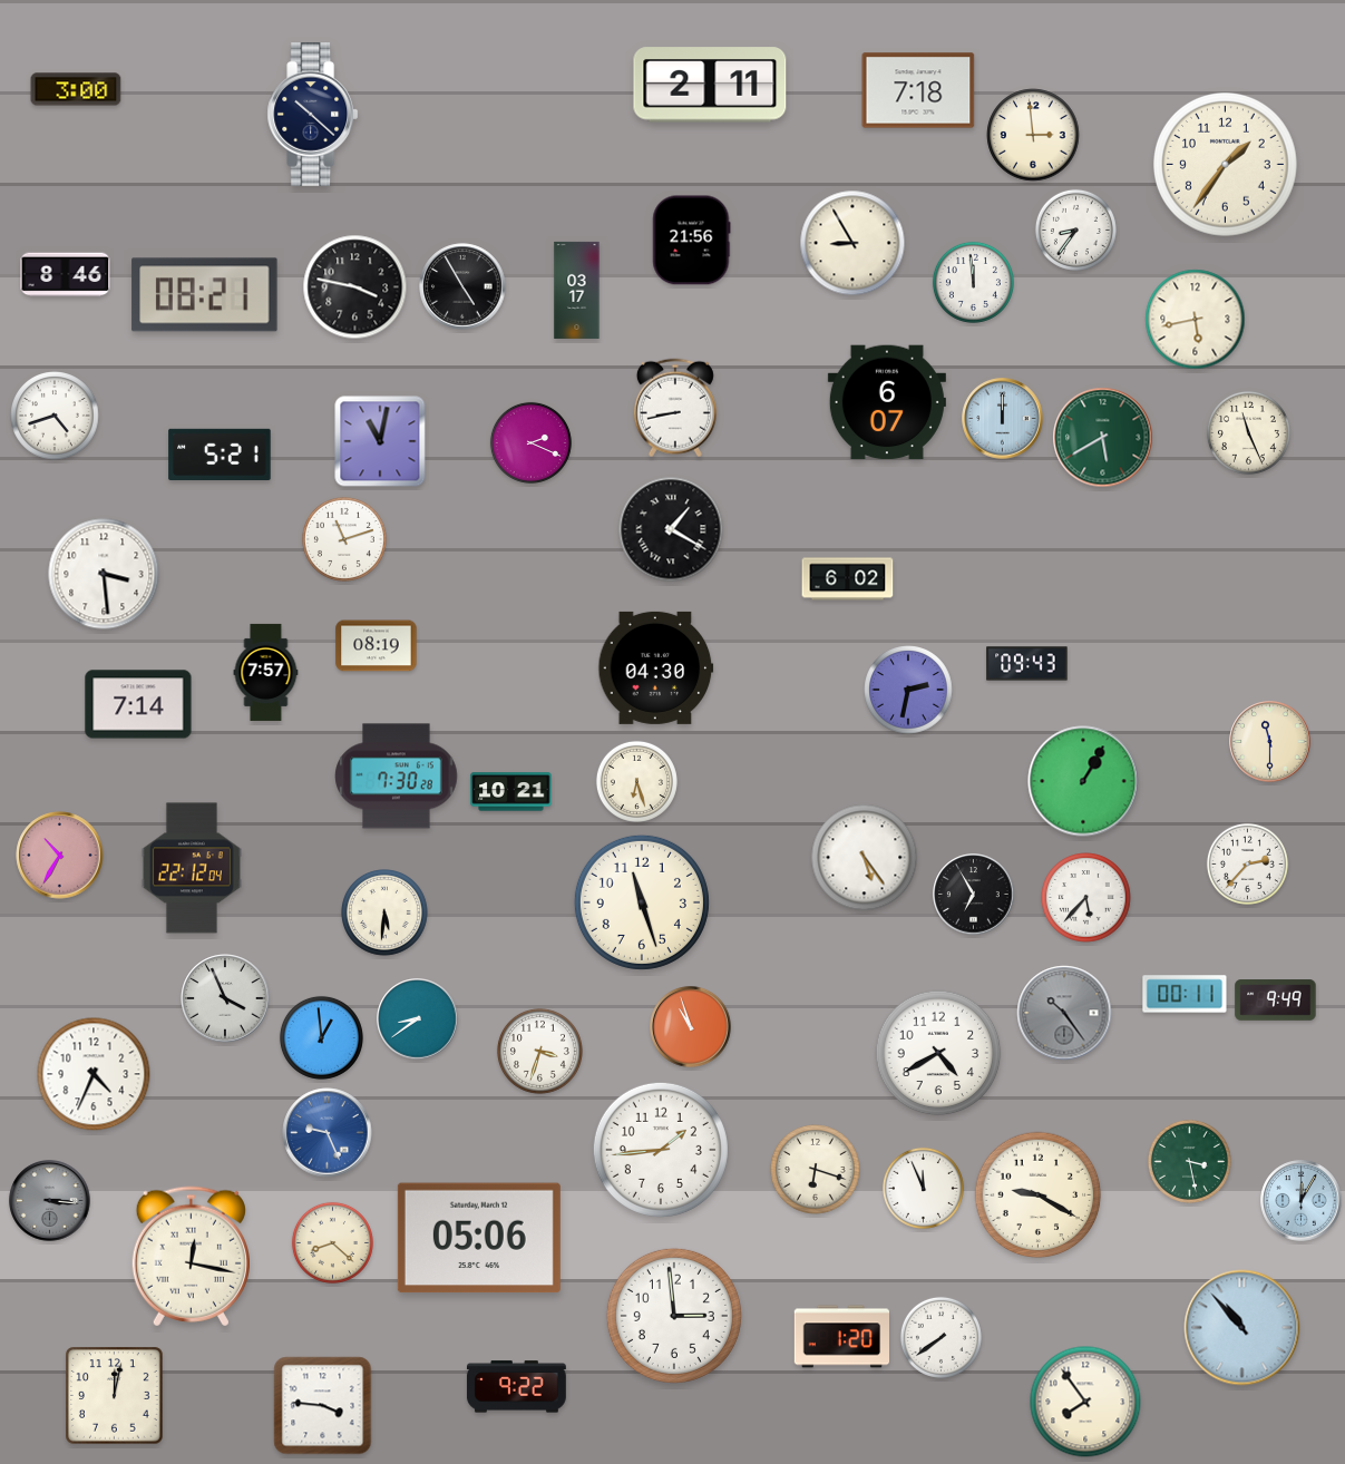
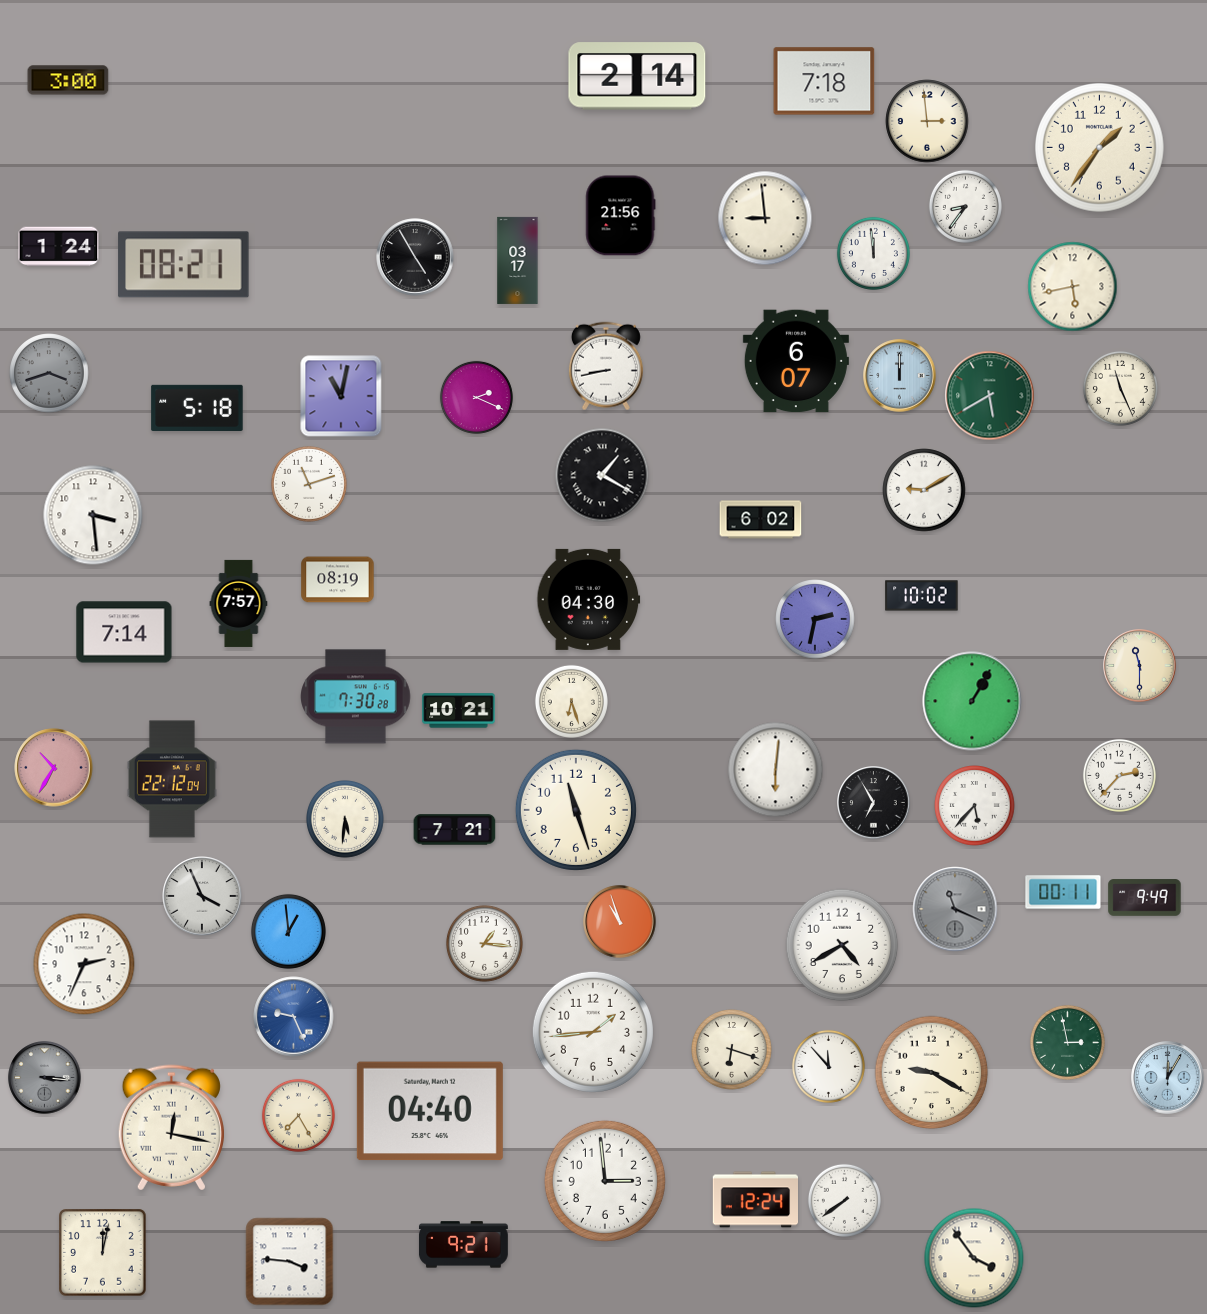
clock at (710, 85): 2:11 -> 2:14
clock at (313, 115): 10:22 -> none
clock at (852, 243): 8:55 -> 8:59
clock at (66, 275): 8:46 -> 1:24
clock at (355, 287): 3:47 -> none
clock at (55, 416): 4:42 -> 3:42
clock at (55, 416) dial: white -> grey
clock at (1103, 438) position: (1103, 438) -> (990, 396)
clock at (220, 453): 5:21 -> 5:18
clock at (924, 490): none -> 9:10
clock at (1027, 664): 09:43 -> 10:02
clock at (865, 858): 5:24 -> 6:01
clock at (455, 830): none -> 7:21
clock at (1064, 1013): 10:24 -> 11:19
clock at (418, 1019): 8:39 -> none
clock at (539, 1051): 3:33 -> 1:16
clock at (94, 1074): 4:34 -> 2:34
clock at (1189, 1161): 3:28 -> 2:58
clock at (923, 1188): 11:56 -> 11:53
clock at (479, 1238): 05:06 -> 04:40
clock at (332, 1242): 8:22 -> 7:25
clock at (1242, 1328): 10:53 -> none
clock at (841, 1337): 1:20 -> 12:24
clock at (516, 1387): 9:22 -> 9:21
clock at (1085, 1402): 7:54 -> 3:54
